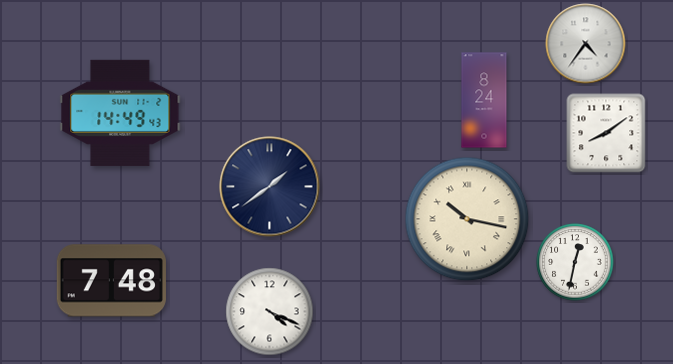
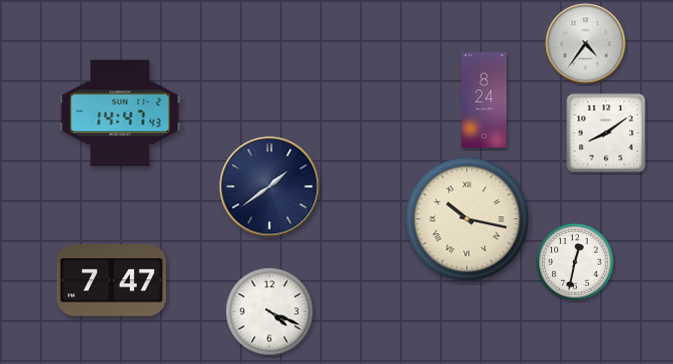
clock at (120, 113): 14:49 -> 14:47
clock at (111, 281): 7:48 -> 7:47
